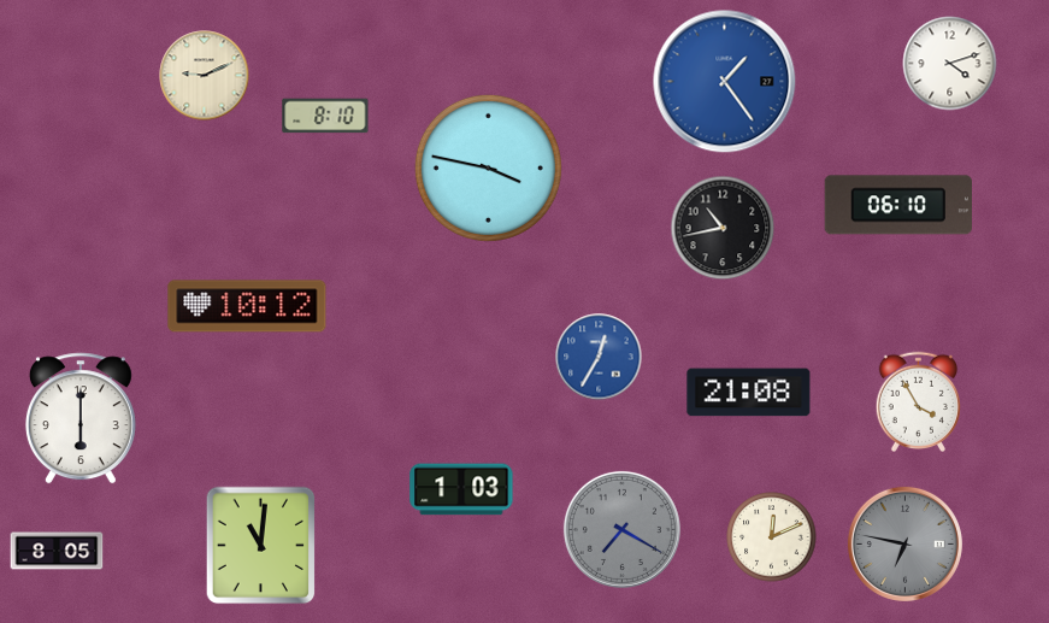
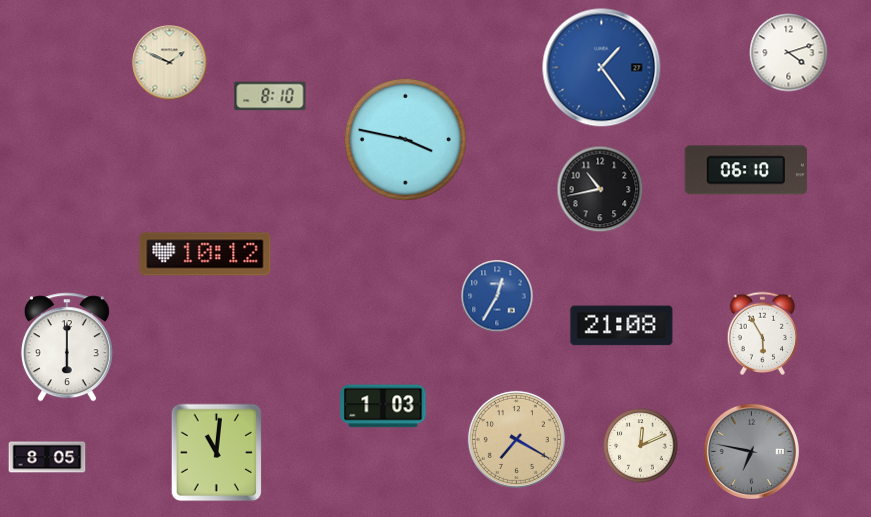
clock at (205, 76): 9:11 -> 1:49
clock at (918, 401): 3:55 -> 5:55
clock at (621, 529) dial: grey -> champagne
